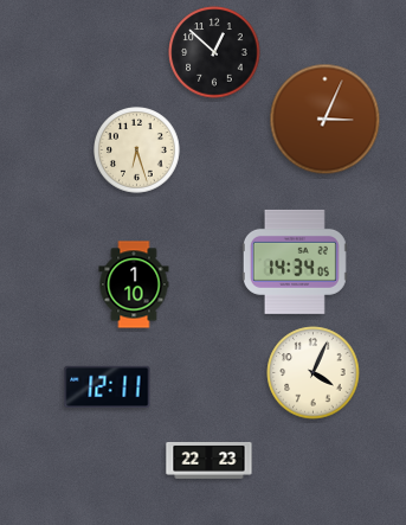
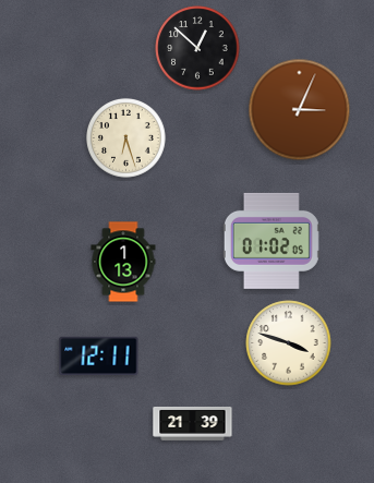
clock at (295, 262): 14:34 -> 01:02
clock at (134, 284): 1:10 -> 1:13
clock at (314, 373): 4:04 -> 3:48
clock at (210, 461): 22:23 -> 21:39
